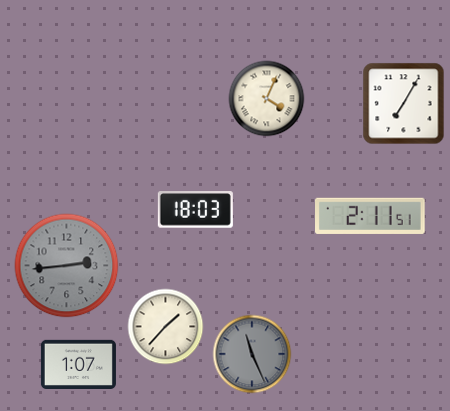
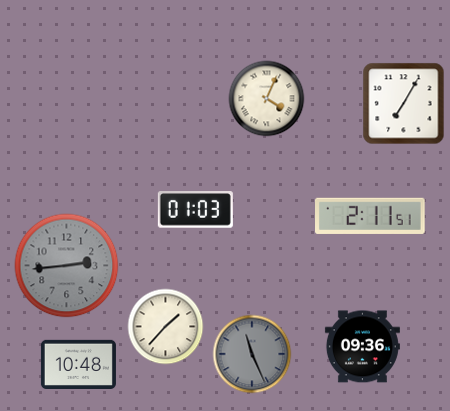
clock at (195, 210): 18:03 -> 01:03
clock at (362, 347): none -> 09:36
clock at (78, 364): 1:07 -> 10:48
